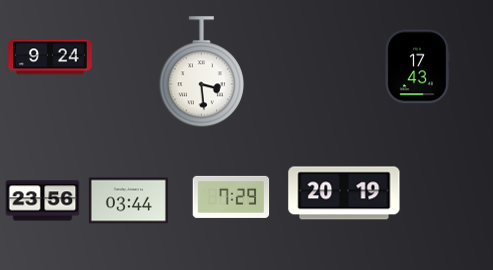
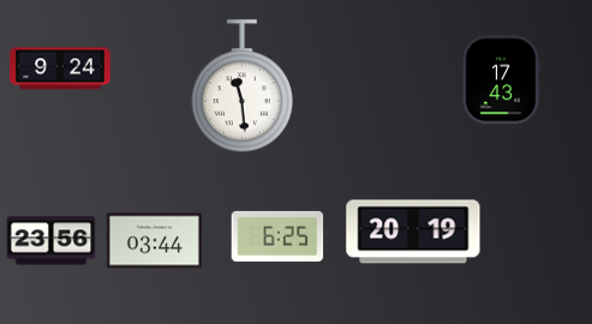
clock at (201, 72): 3:29 -> 11:29
clock at (231, 197): 7:29 -> 6:25
